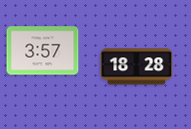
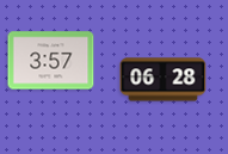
clock at (137, 67): 18:28 -> 06:28
